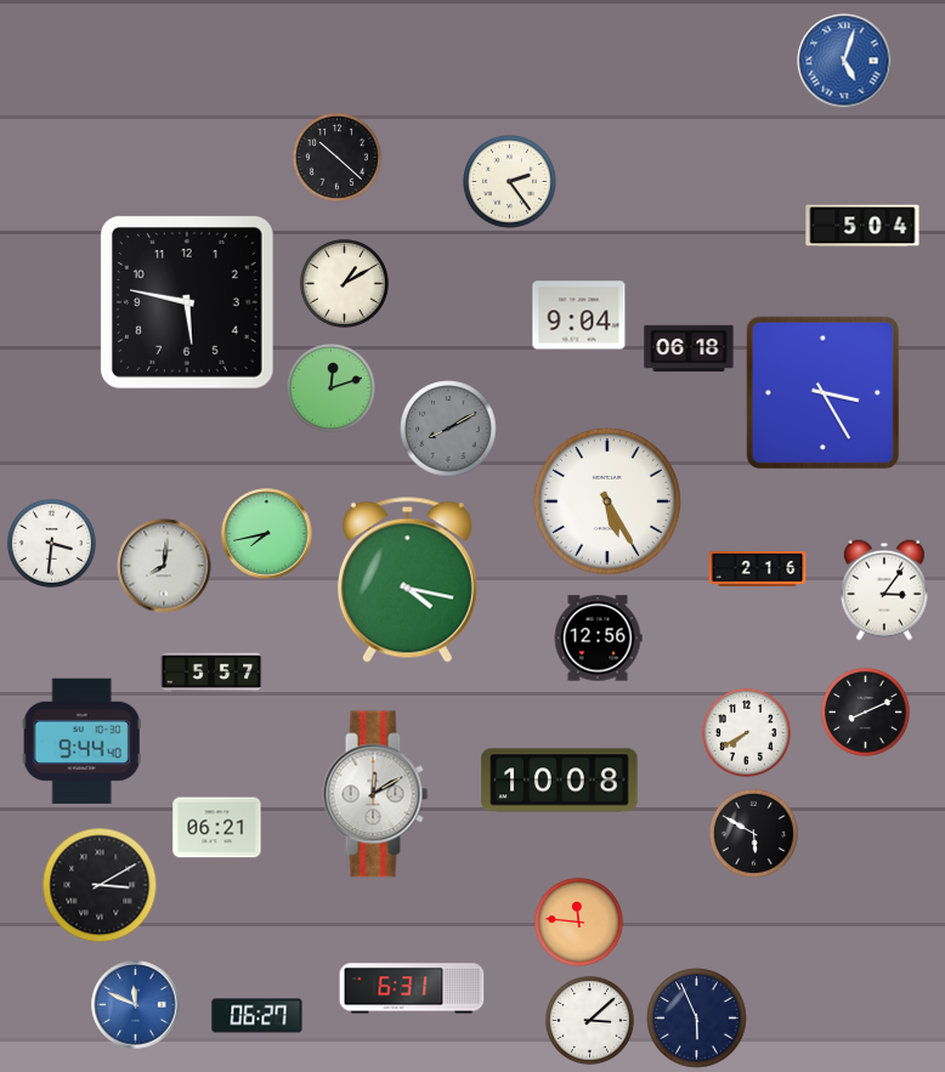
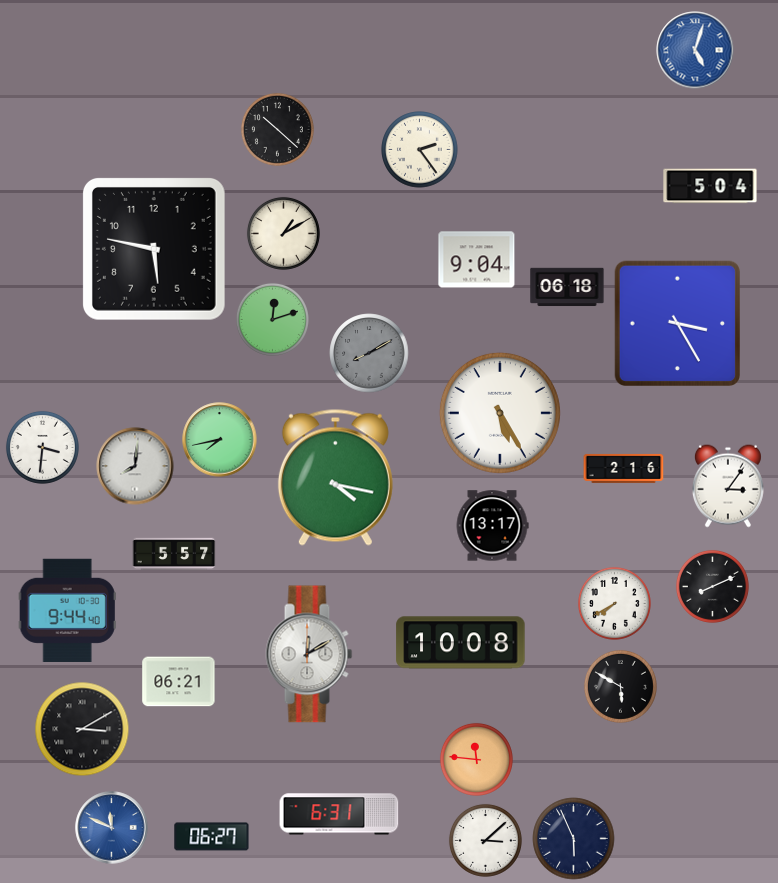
clock at (598, 639): 12:56 -> 13:17
